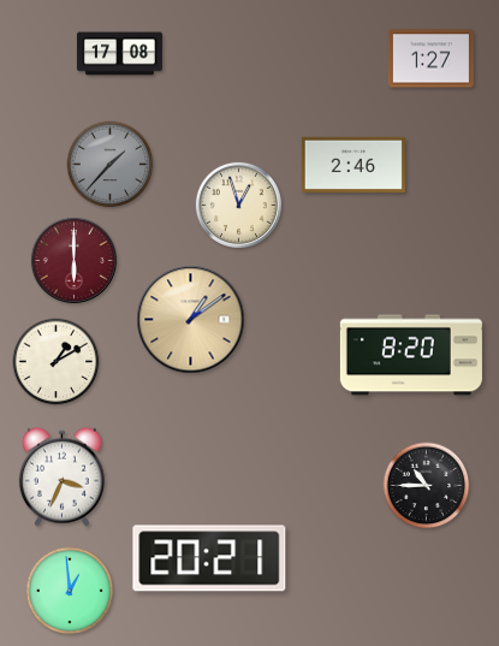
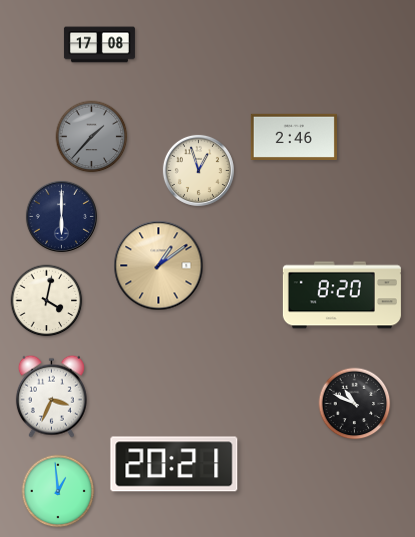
clock at (430, 59): 1:27 -> none
clock at (73, 260) dial: burgundy -> navy
clock at (57, 362): 1:10 -> 4:02
clock at (427, 486): 10:45 -> 10:49
